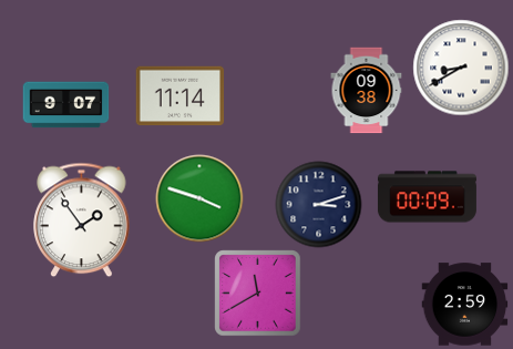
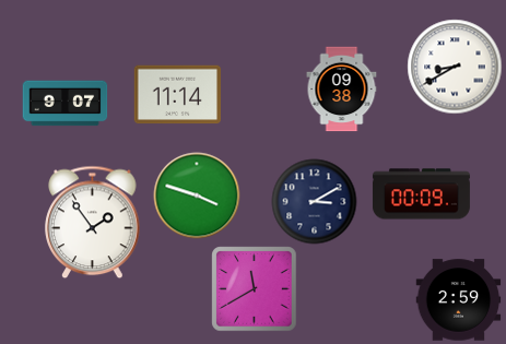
clock at (367, 90) position: (367, 90) -> (342, 88)
clock at (318, 204): 3:12 -> 3:10
clock at (82, 219) position: (82, 219) -> (93, 222)
